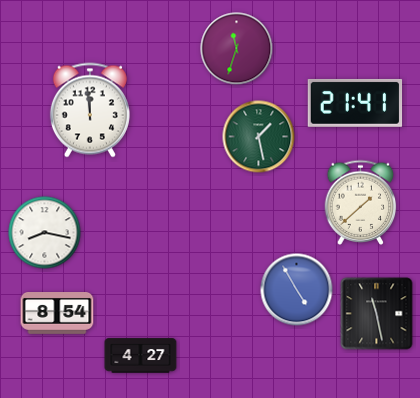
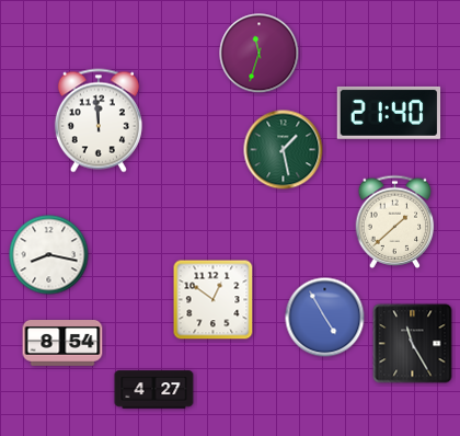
clock at (355, 103): 21:41 -> 21:40
clock at (214, 300): none -> 12:51
clock at (377, 314): 11:28 -> 11:25
